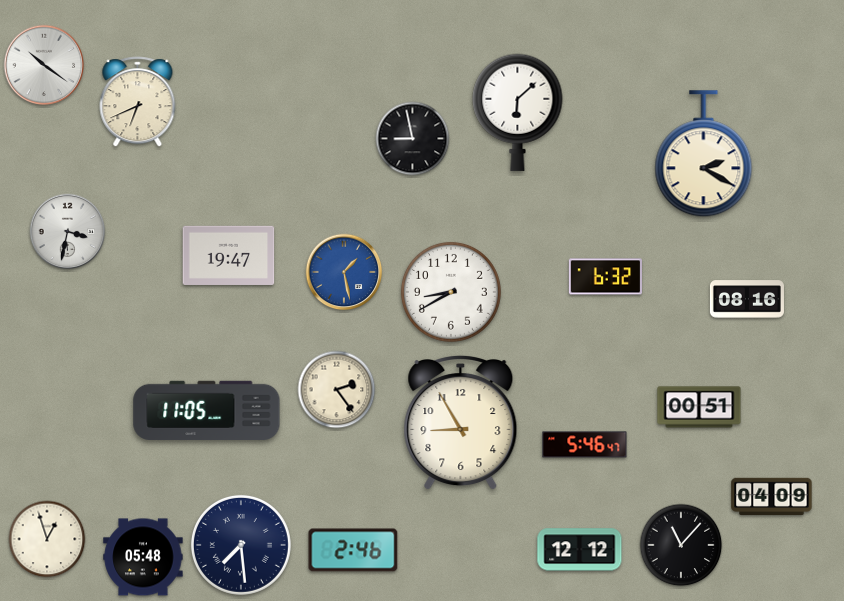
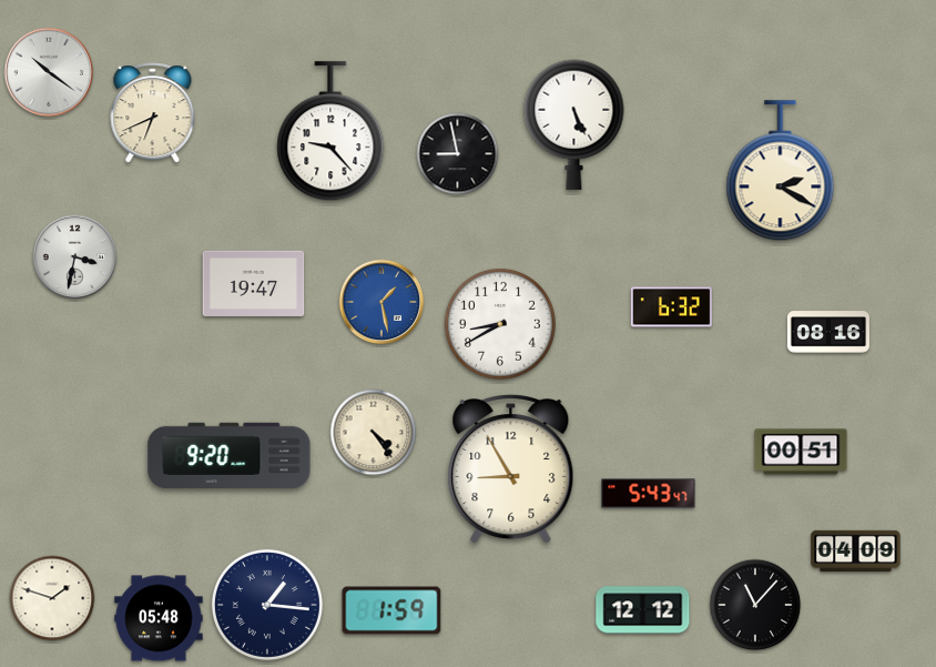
clock at (518, 112): 6:08 -> 5:26
clock at (330, 132): none -> 9:23
clock at (337, 390): 2:24 -> 4:24
clock at (699, 407) position: (699, 407) -> (801, 452)
clock at (207, 410): 11:05 -> 9:20
clock at (585, 445): 5:46 -> 5:43
clock at (47, 539): 12:57 -> 1:48
clock at (241, 545): 7:29 -> 1:16
clock at (353, 550): 2:46 -> 1:59
